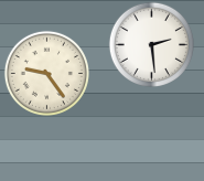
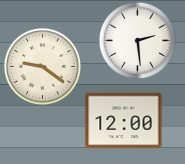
clock at (46, 73): 9:24 -> 9:21
clock at (124, 121): none -> 12:00
